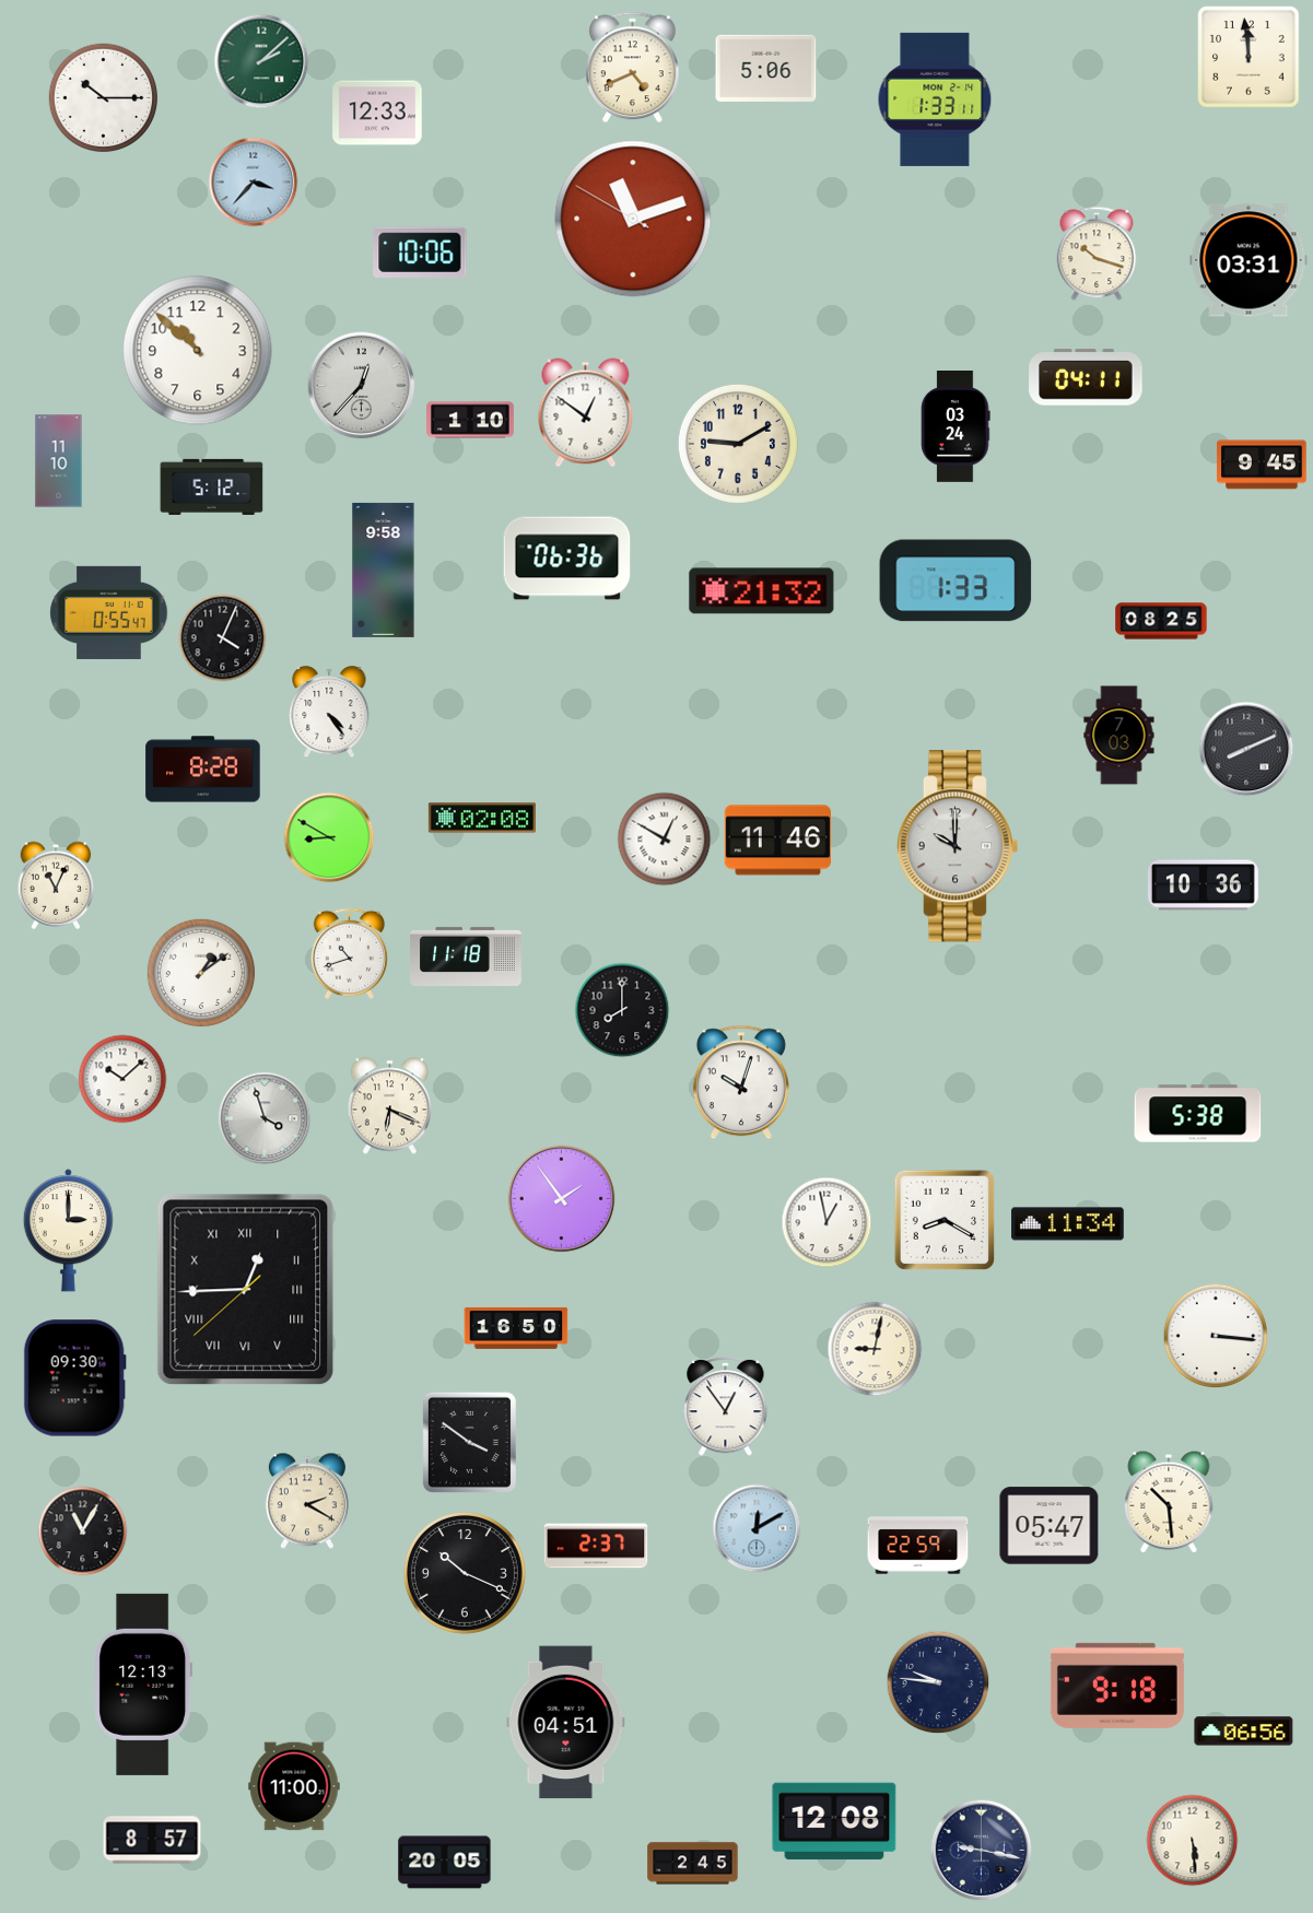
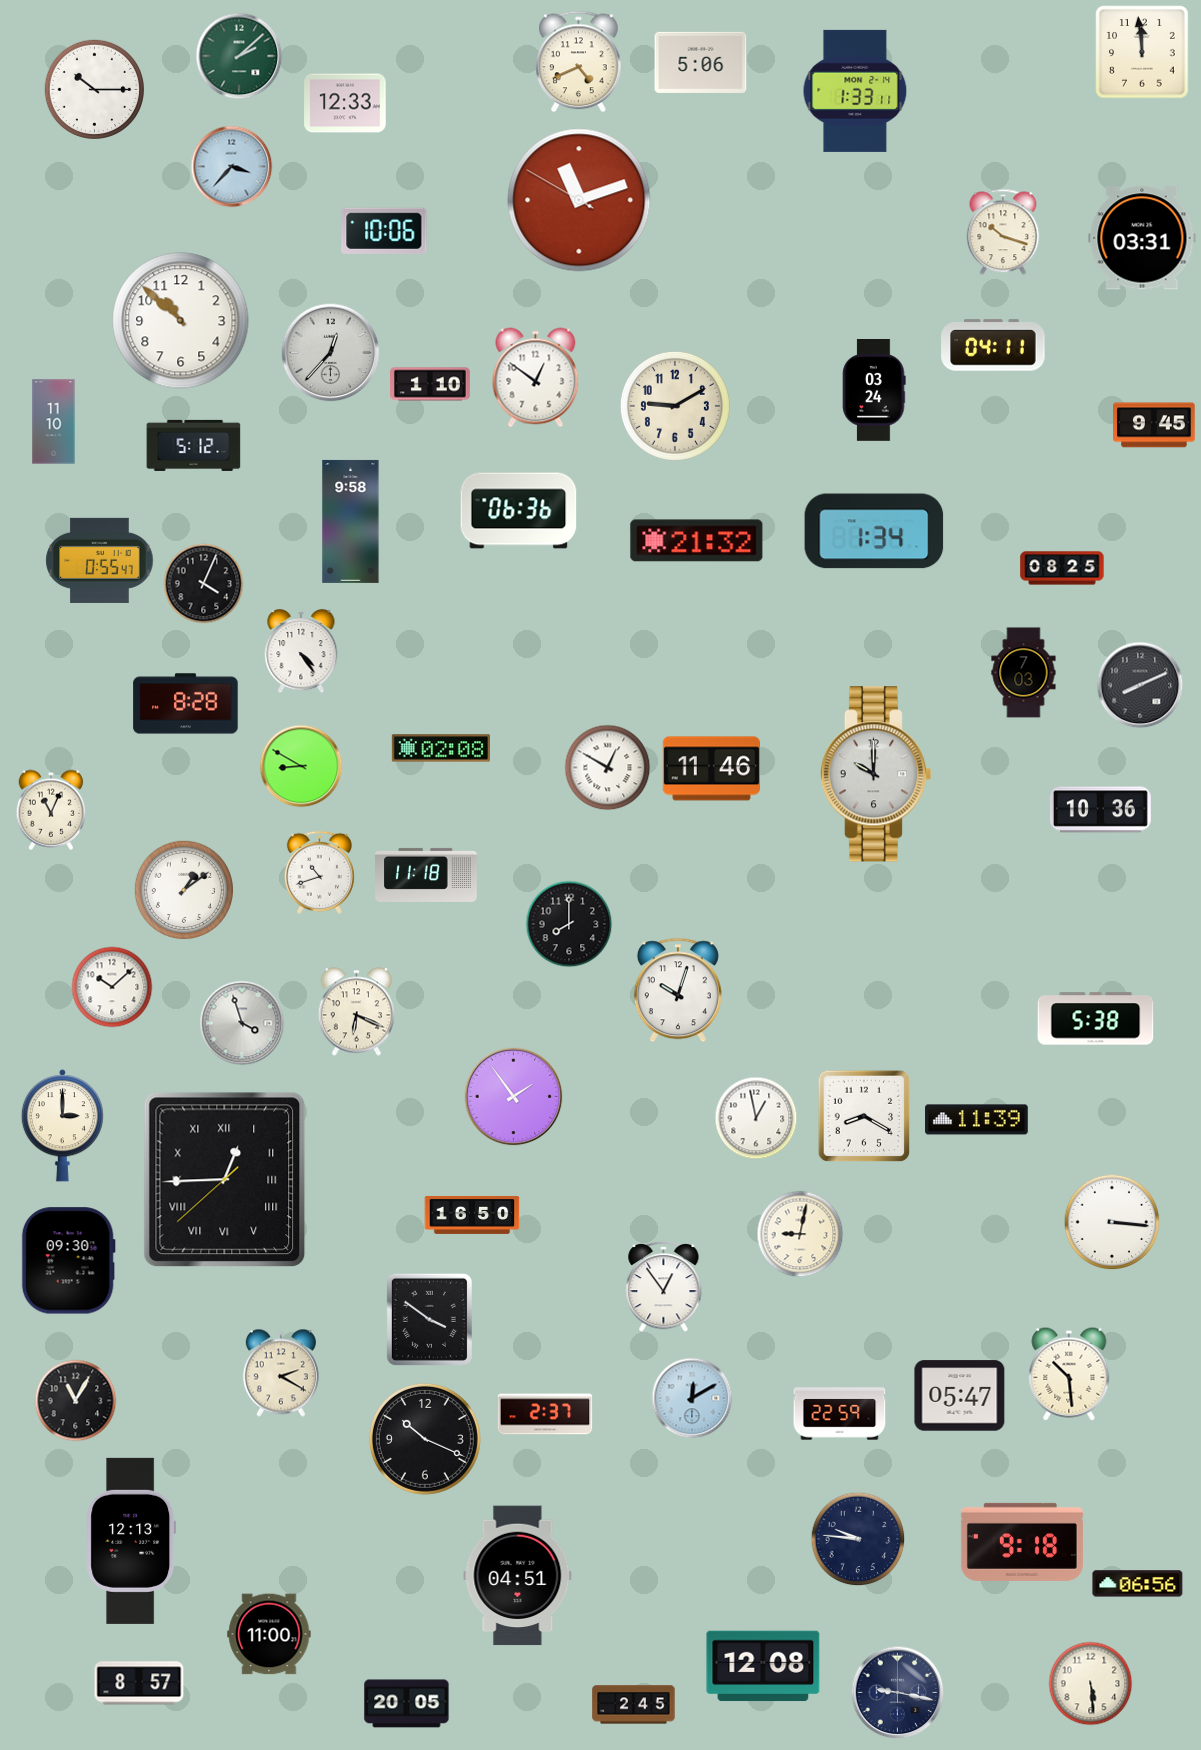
clock at (956, 580): 1:33 -> 1:34
clock at (1068, 1224): 11:34 -> 11:39
